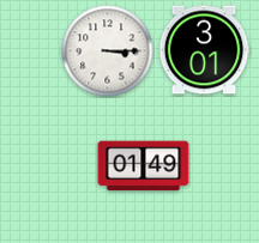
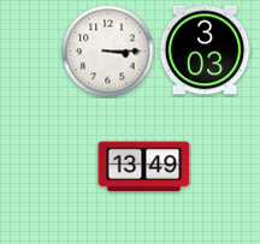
clock at (204, 50): 3:01 -> 3:03
clock at (144, 166): 01:49 -> 13:49
